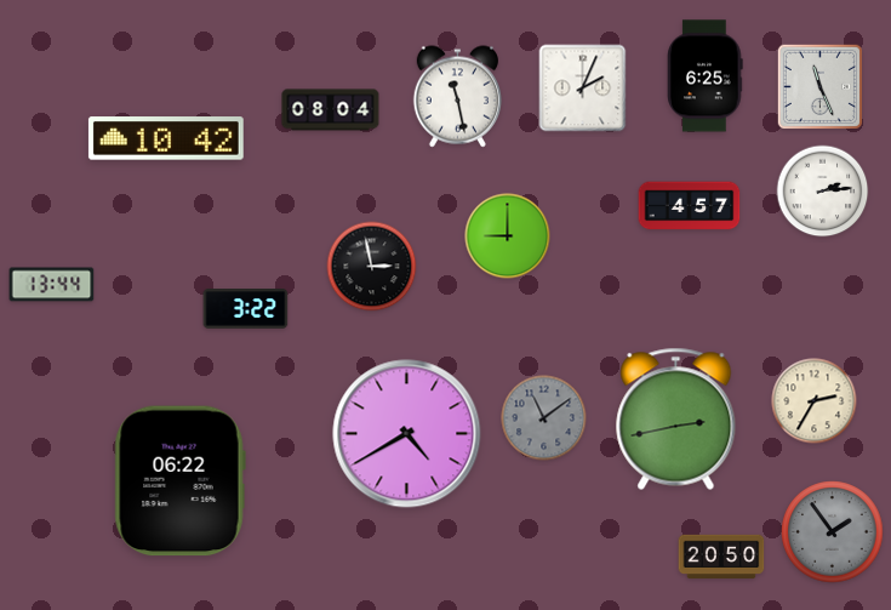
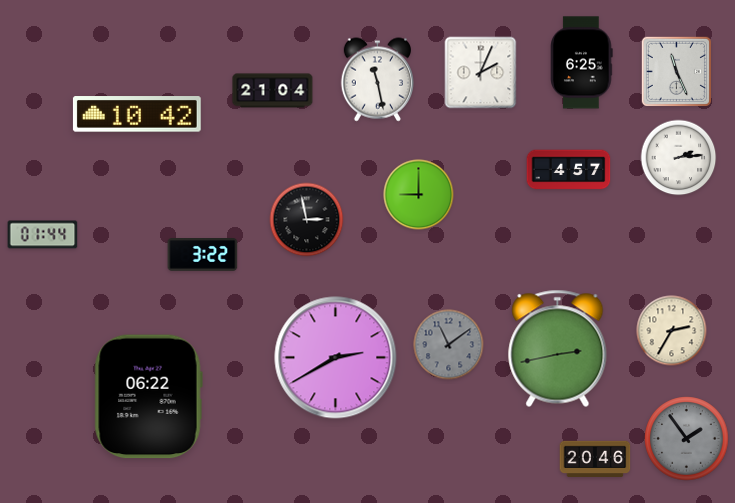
clock at (331, 110): 08:04 -> 21:04
clock at (52, 285): 13:44 -> 01:44
clock at (676, 418) position: (676, 418) -> (558, 348)
clock at (407, 434): 4:40 -> 2:40
clock at (721, 555): 20:50 -> 20:46
